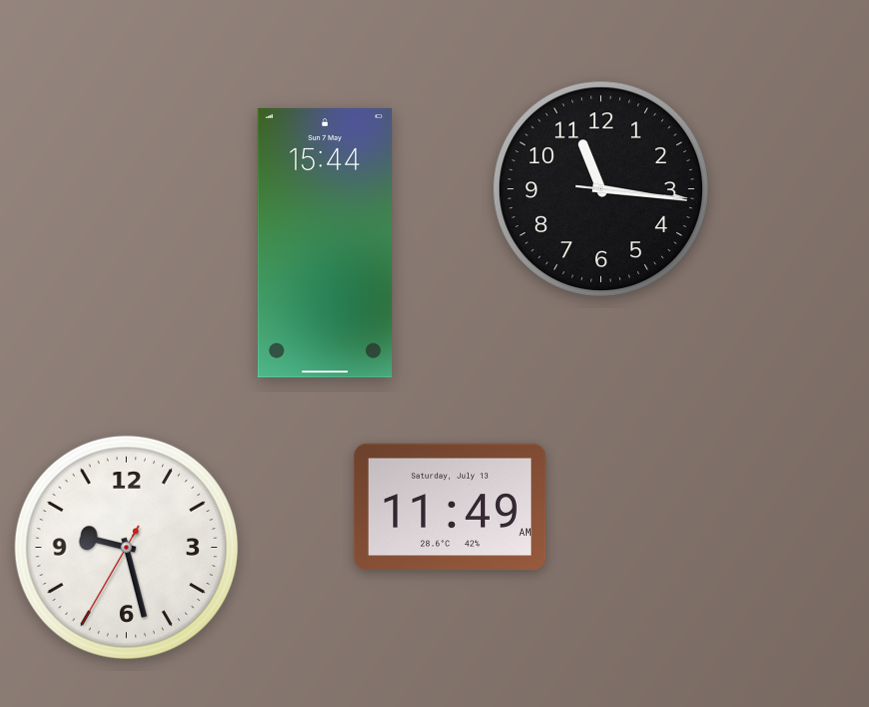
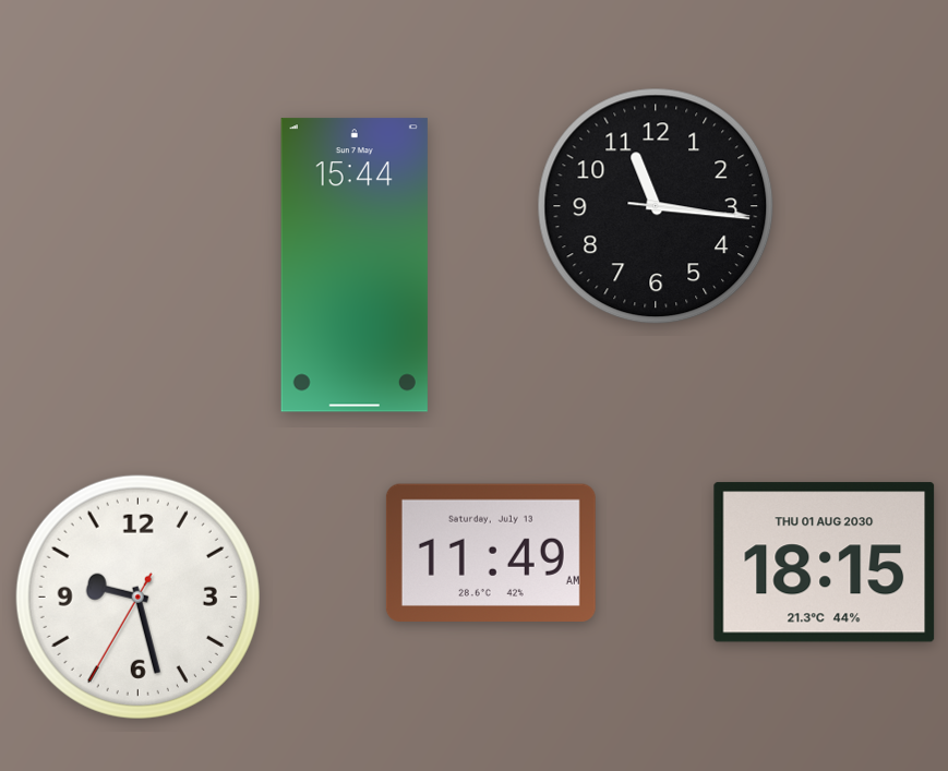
clock at (825, 563): none -> 18:15
